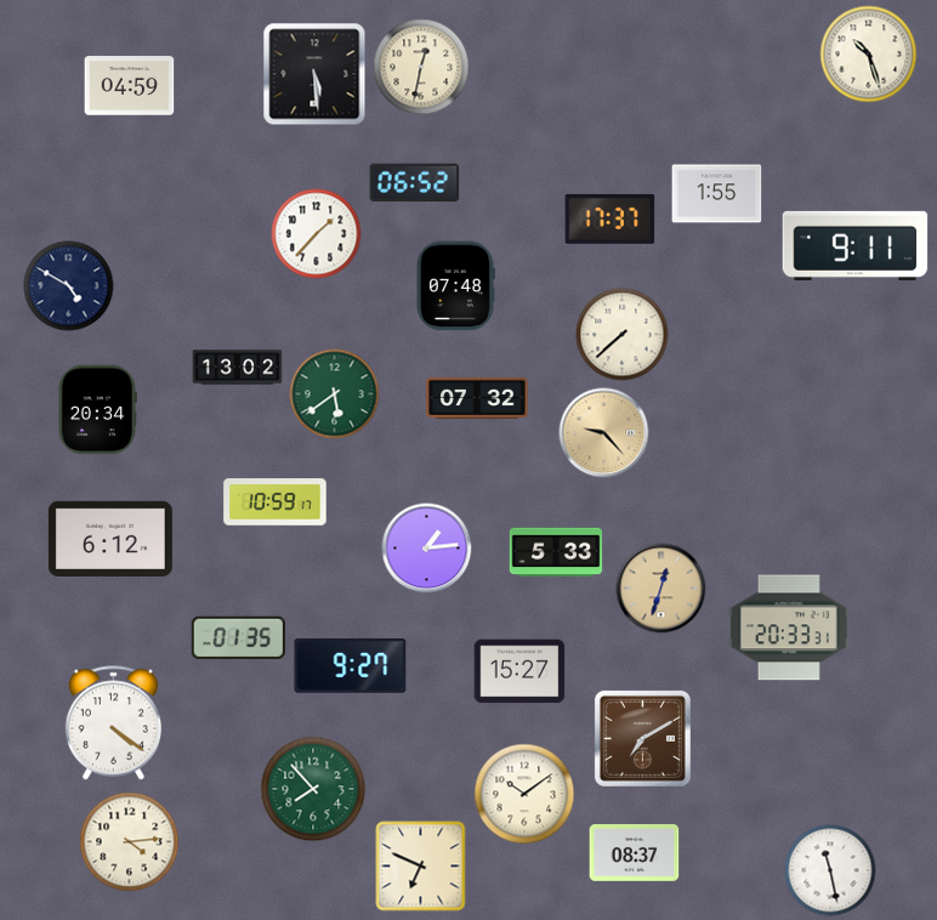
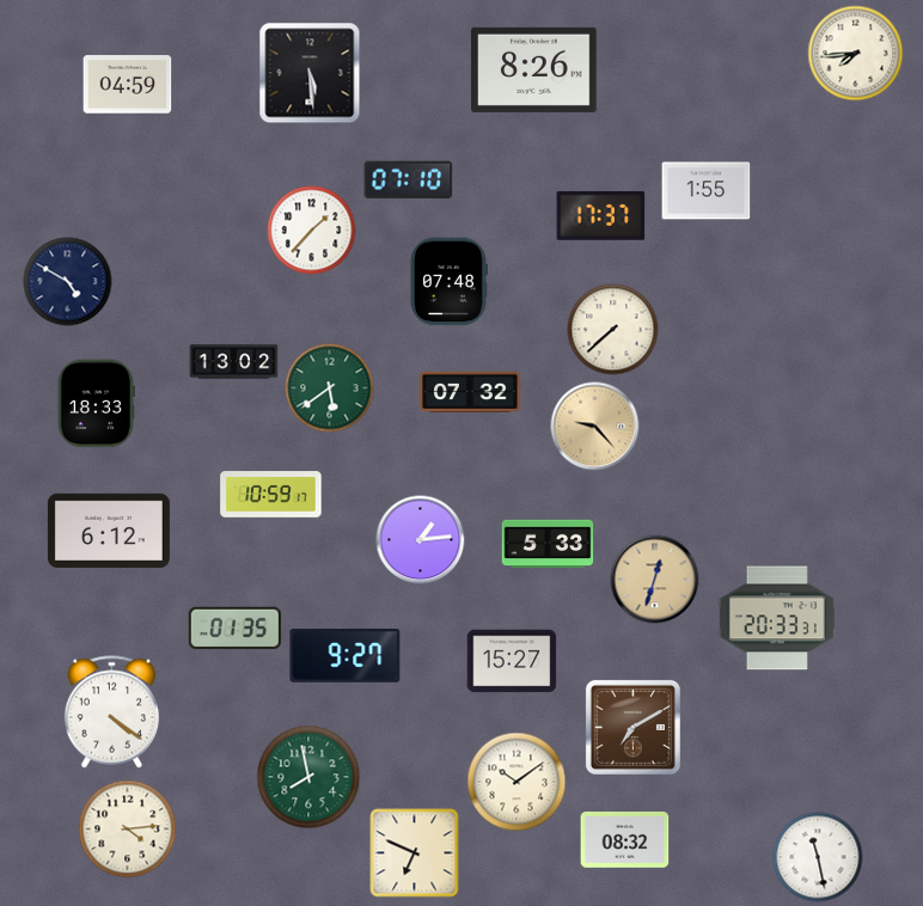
clock at (869, 55): 10:27 -> 7:44
clock at (421, 67): 12:32 -> none
clock at (534, 69): none -> 8:26
clock at (415, 183): 06:52 -> 07:10
clock at (856, 245): 9:11 -> none
clock at (97, 410): 20:34 -> 18:33
clock at (661, 589) position: (661, 589) -> (655, 580)
clock at (313, 789): 7:53 -> 7:58
clock at (635, 853): 08:37 -> 08:32
